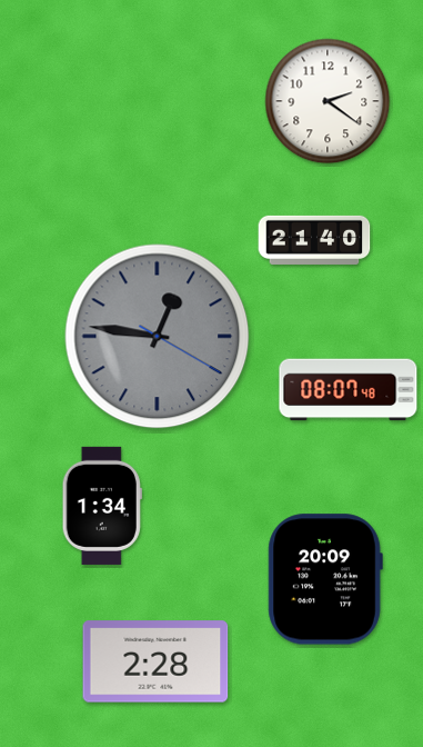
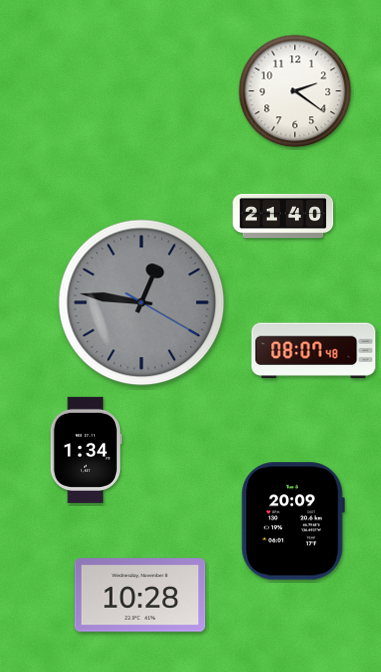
clock at (102, 506) position: (102, 506) -> (86, 450)
clock at (155, 661): 2:28 -> 10:28
